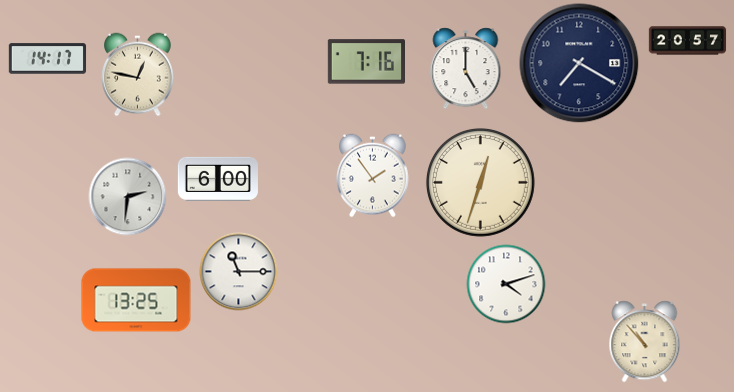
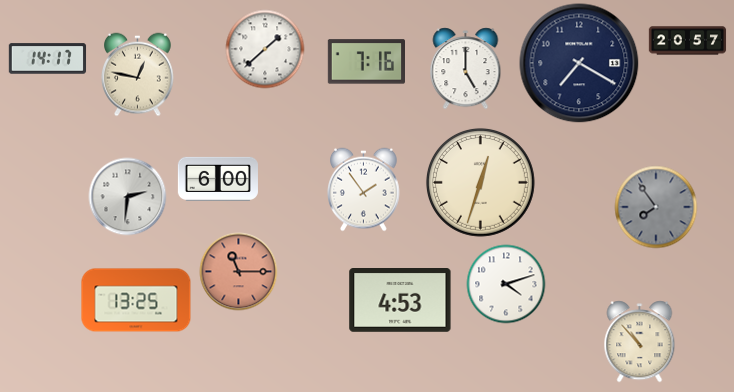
clock at (265, 49): none -> 1:38
clock at (373, 175) position: (373, 175) -> (364, 189)
clock at (656, 207): none -> 7:54
clock at (238, 271) dial: white -> salmon
clock at (400, 301): none -> 4:53
clock at (645, 341) position: (645, 341) -> (640, 341)
